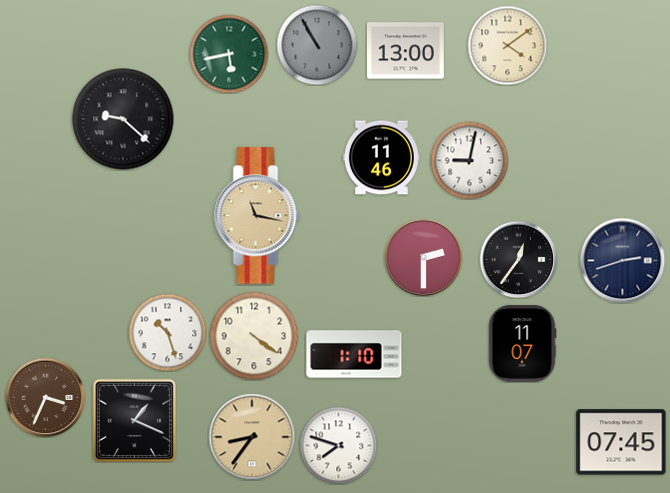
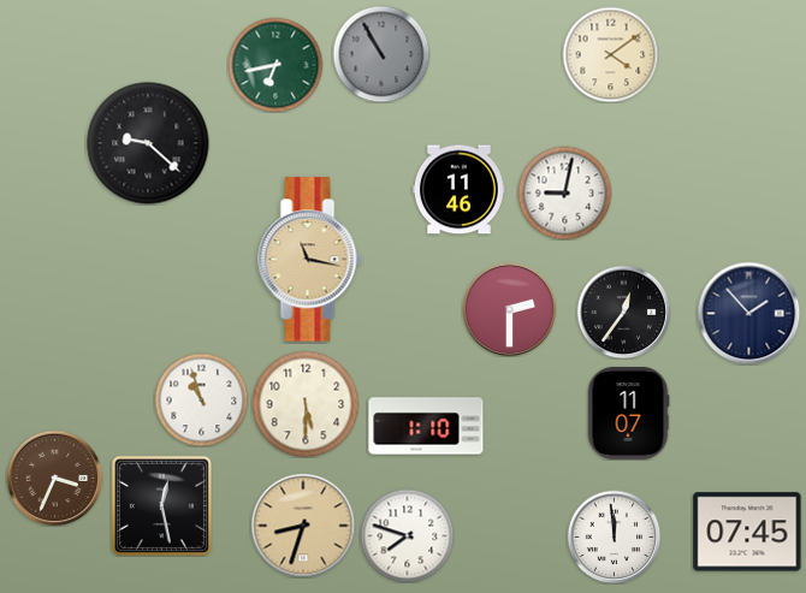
clock at (405, 51): 13:00 -> none
clock at (229, 54): 5:43 -> 6:43
clock at (622, 260): 2:42 -> 1:53
clock at (167, 332): 10:27 -> 10:57
clock at (254, 336): 4:21 -> 5:30
clock at (134, 420): 1:19 -> 12:28
clock at (252, 437): 8:36 -> 8:33
clock at (614, 536): none -> 11:59
